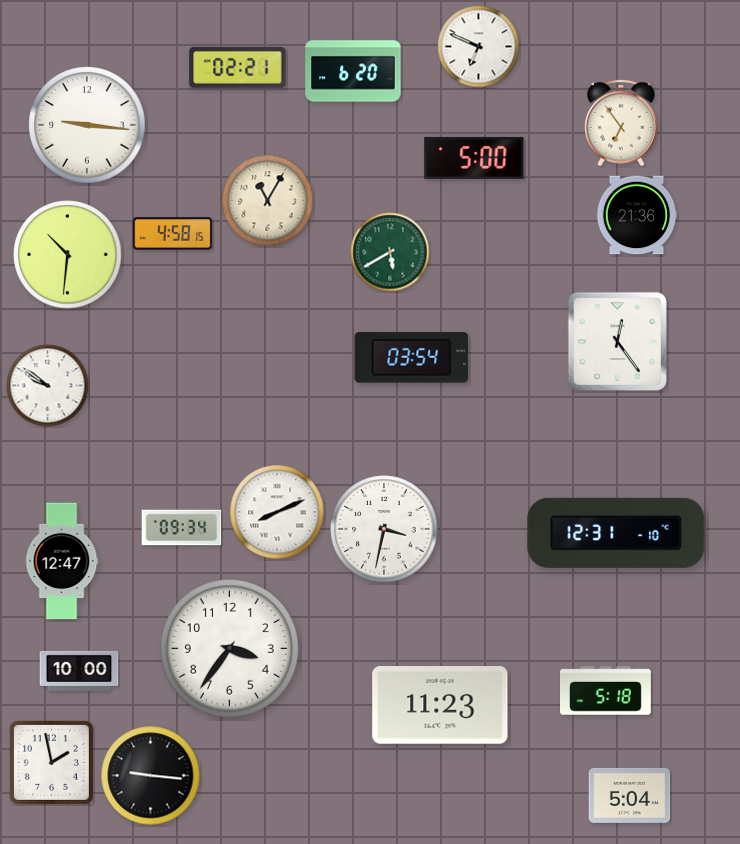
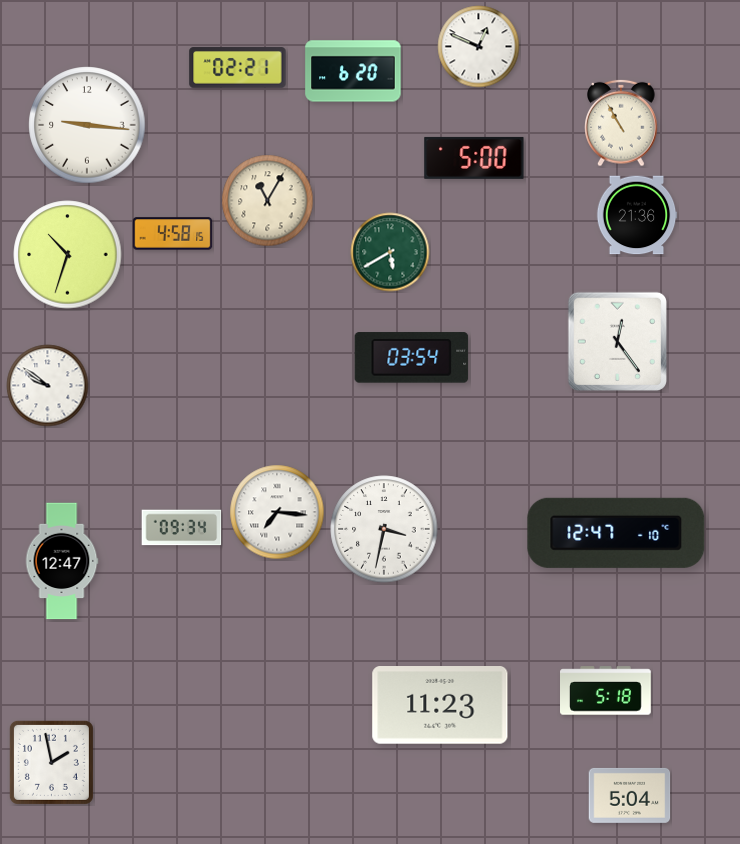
clock at (479, 47): 6:49 -> 12:49
clock at (621, 123): 6:54 -> 10:55
clock at (68, 255): 10:31 -> 10:33
clock at (277, 512): 8:11 -> 7:16
clock at (616, 533): 12:31 -> 12:47
clock at (230, 649): 3:36 -> none
clock at (79, 671): 10:00 -> none
clock at (151, 776): 9:16 -> none
